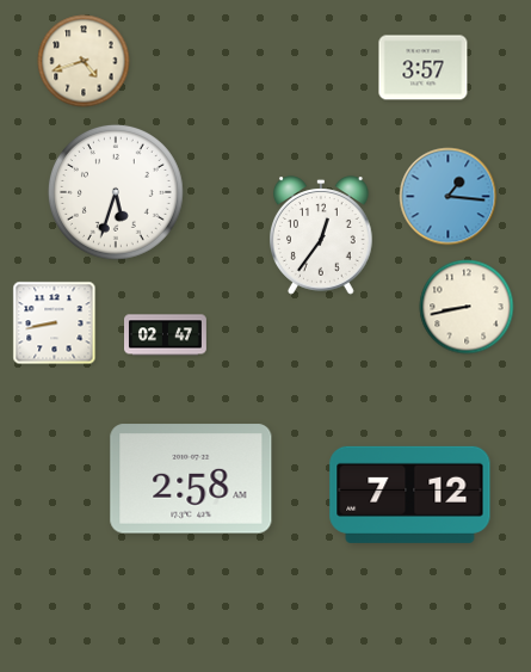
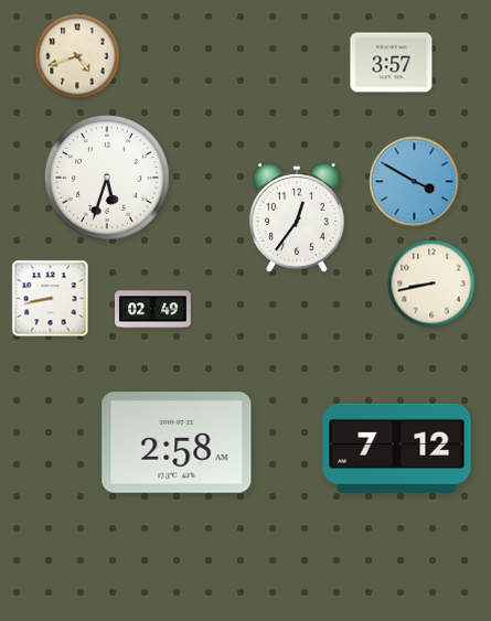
clock at (449, 197): 1:16 -> 3:50
clock at (166, 335): 02:47 -> 02:49
clock at (410, 494) position: (410, 494) -> (397, 448)
